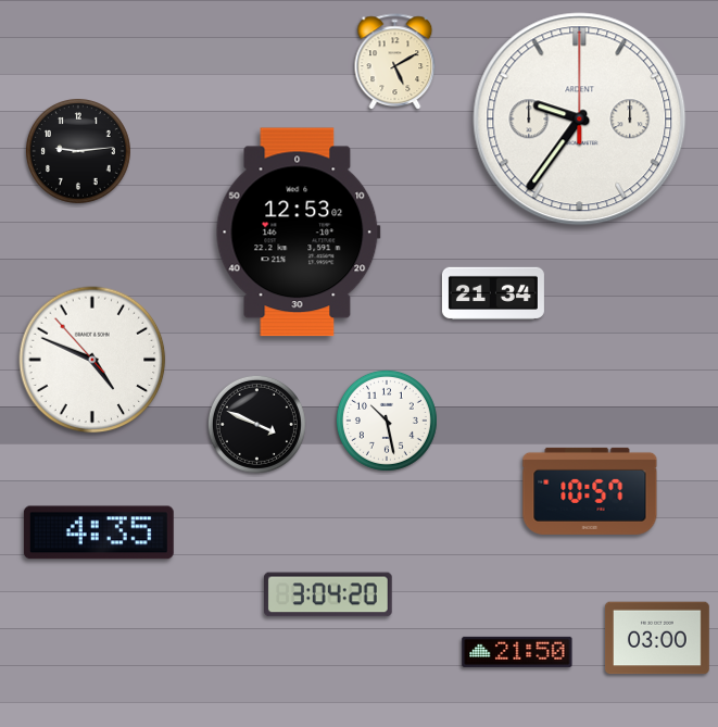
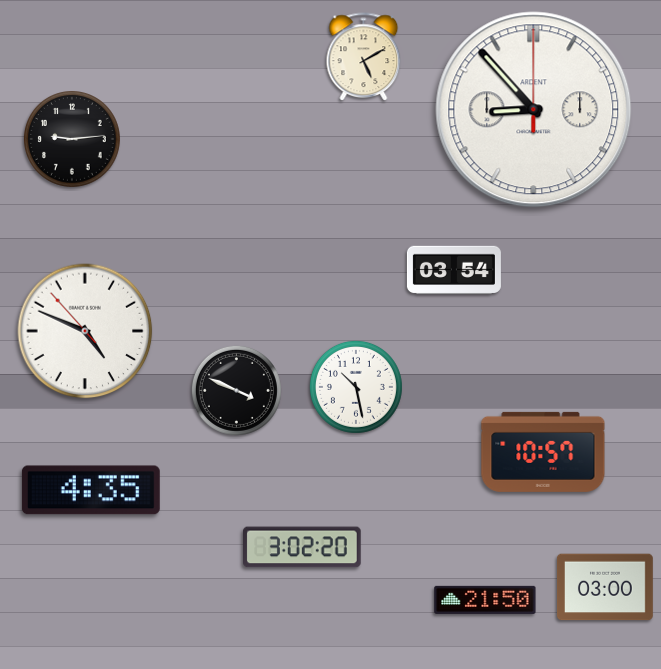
clock at (580, 120): 9:36 -> 8:53
clock at (298, 233): 12:53 -> none
clock at (493, 293): 21:34 -> 03:54
clock at (329, 594): 3:04 -> 3:02
clock at (517, 652) position: (517, 652) -> (485, 600)
